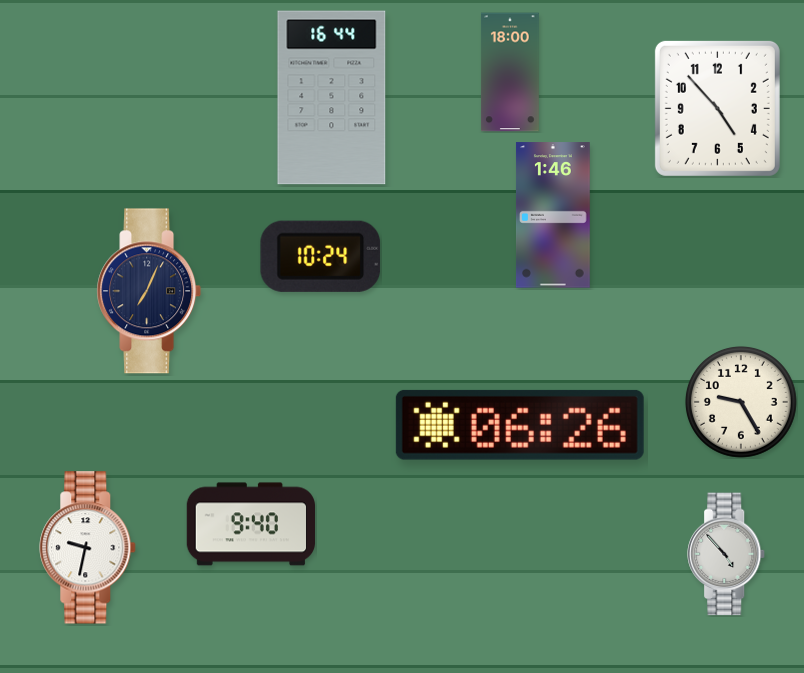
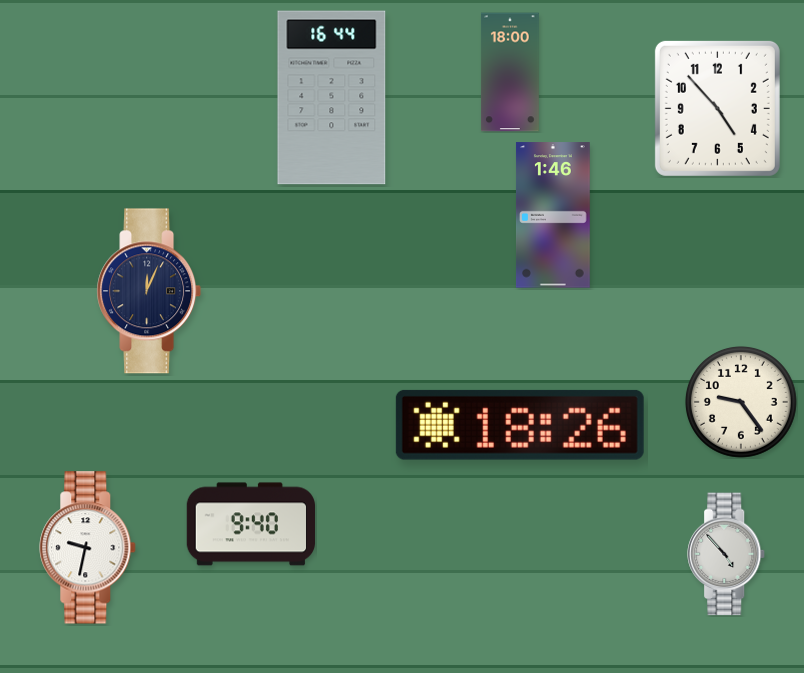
clock at (321, 256): 10:24 -> none
clock at (149, 291): 7:04 -> 12:04
clock at (741, 402): 9:25 -> 9:24
clock at (520, 425): 06:26 -> 18:26
